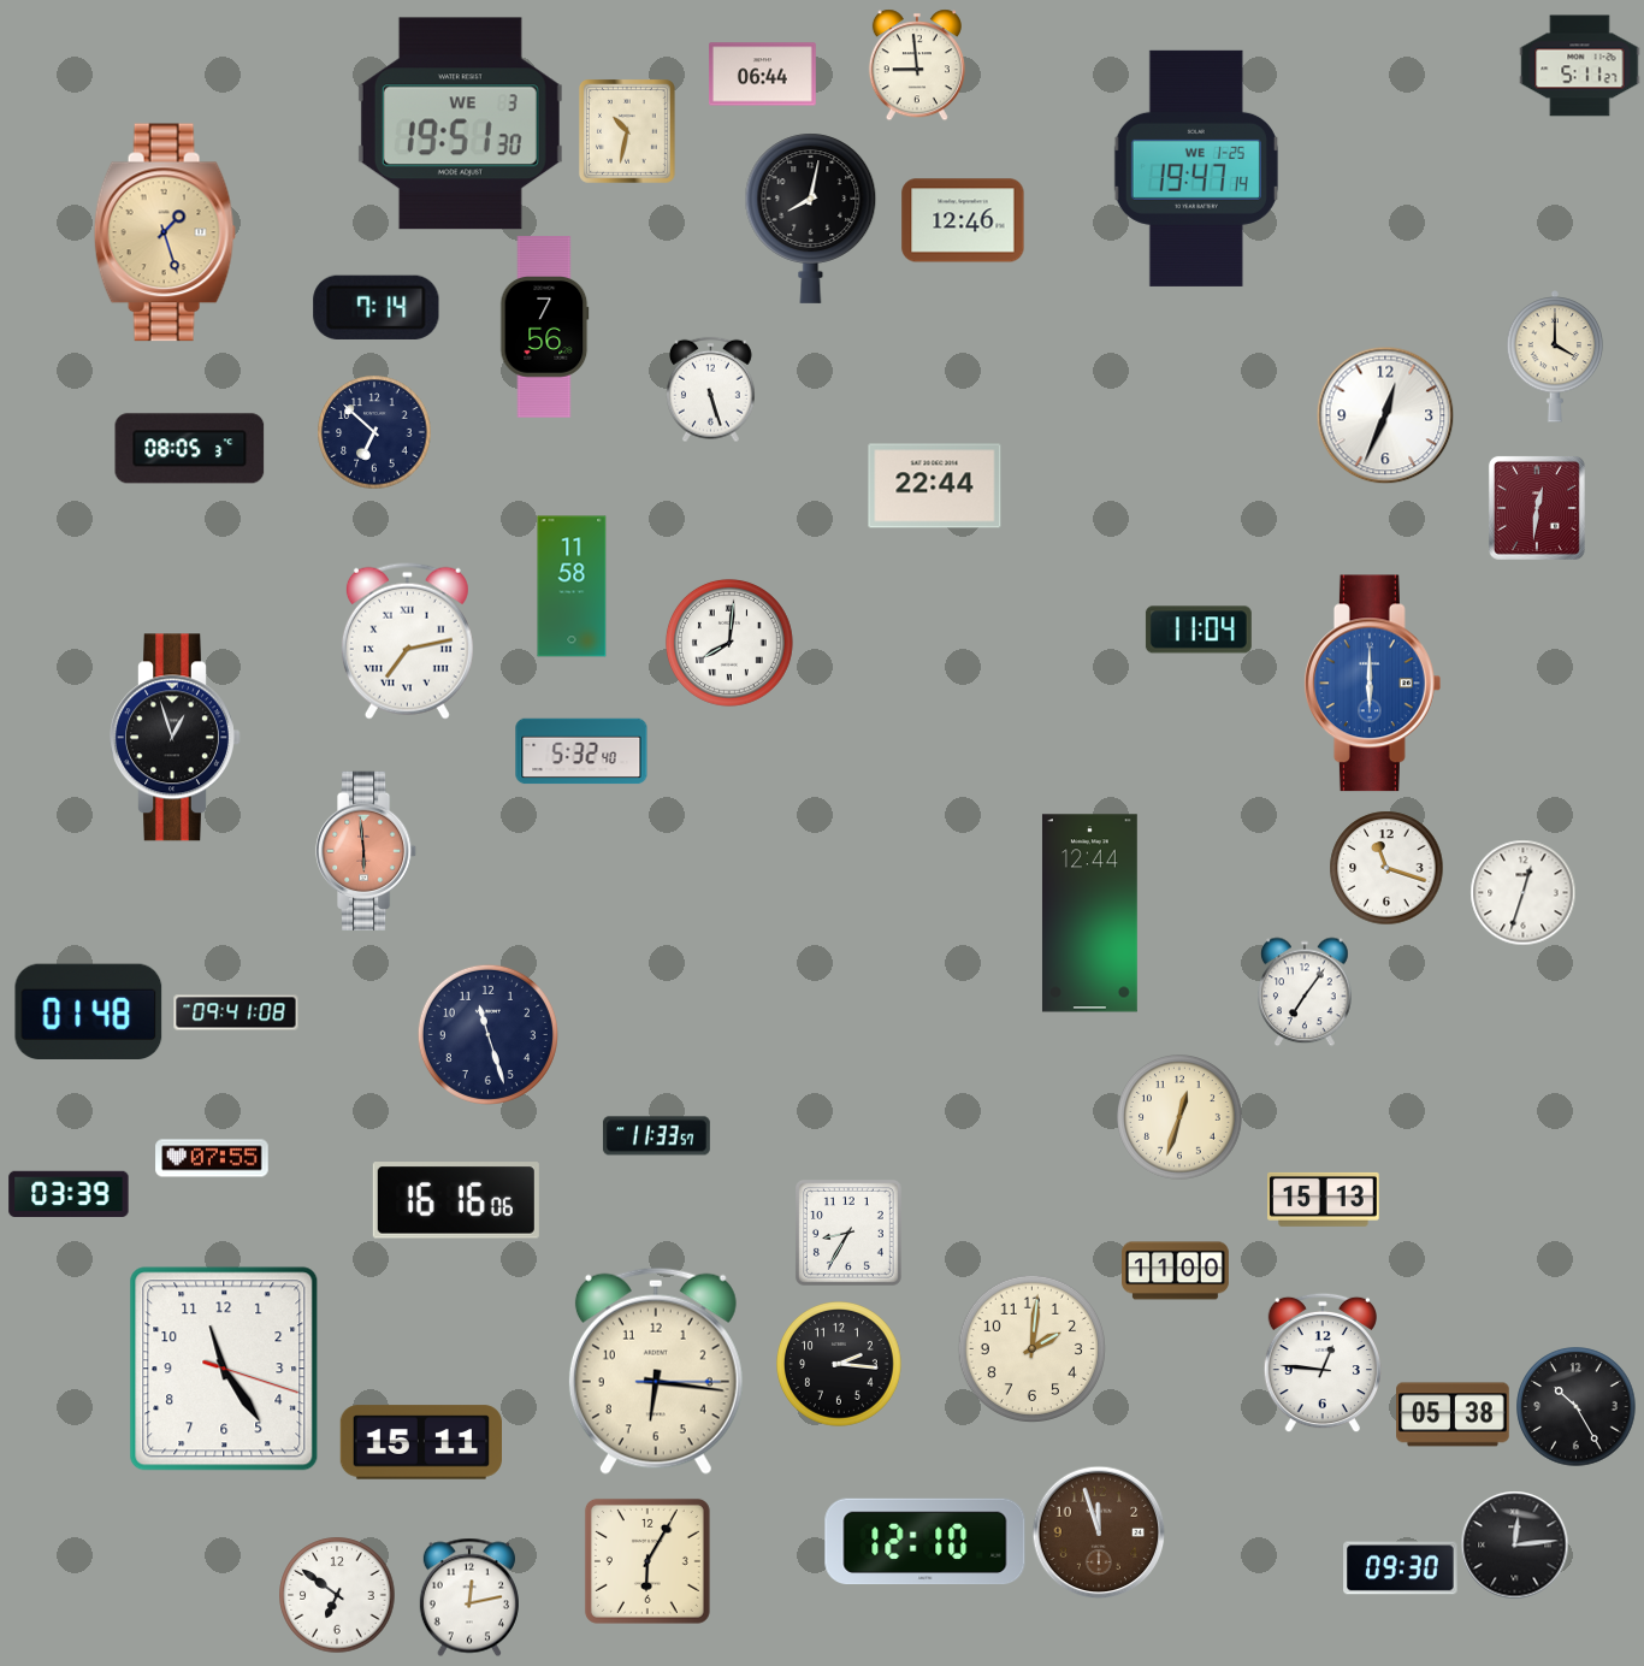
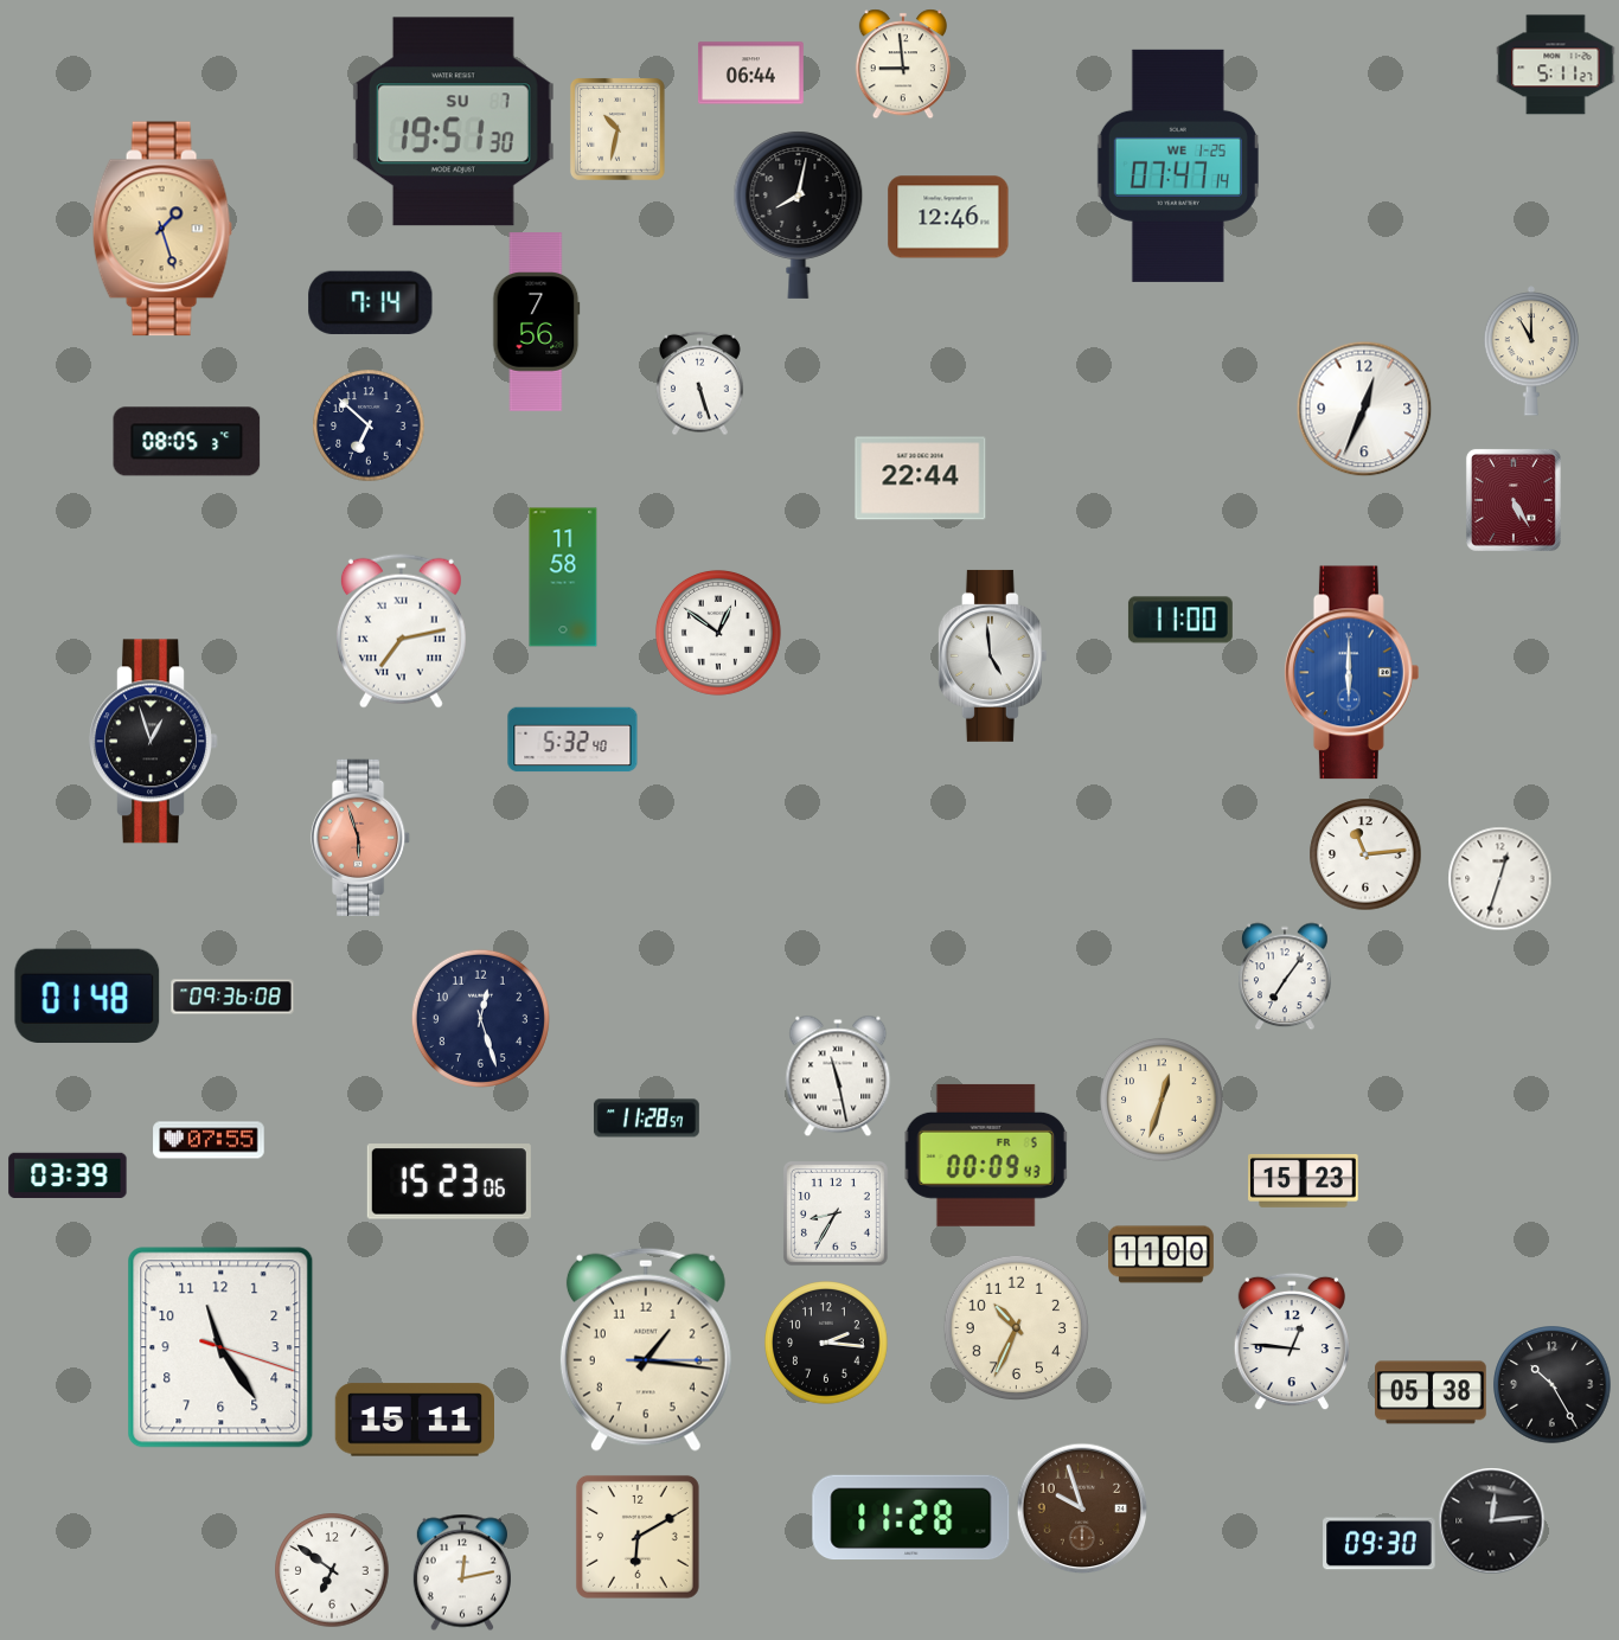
clock at (460, 124) date: WE 3 -> SU 7
clock at (1196, 169): 19:47 -> 07:47
clock at (1555, 356): 4:00 -> 11:00
clock at (1537, 508): 12:31 -> 5:25
clock at (1199, 630): 11:04 -> 11:00
clock at (729, 643): 8:01 -> 12:51
clock at (992, 655): none -> 4:59
clock at (176, 738) position: (176, 738) -> (154, 742)
clock at (366, 851): 5:59 -> 5:57
clock at (1386, 868): 11:18 -> 11:14
clock at (1089, 914): 12:44 -> none
clock at (236, 1012): 09:41 -> 09:36
clock at (487, 1034): 11:27 -> 12:27
clock at (838, 1076): none -> 11:28
clock at (656, 1136): 11:33 -> 11:28
clock at (986, 1155): none -> 00:09
clock at (1324, 1199): 15:13 -> 15:23
clock at (456, 1200): 16:16 -> 15:23
clock at (1176, 1271) position: (1176, 1271) -> (1162, 1255)
clock at (1031, 1348): 2:01 -> 10:34
clock at (1323, 1363) position: (1323, 1363) -> (1292, 1341)
clock at (656, 1371): 6:16 -> 1:16
clock at (1099, 1532): 11:57 -> 9:57
clock at (926, 1542): 12:10 -> 11:28
clock at (647, 1561): 6:05 -> 6:10
